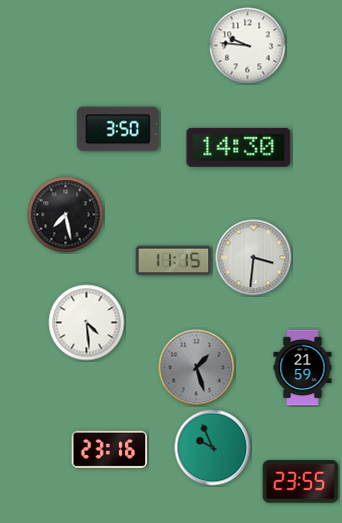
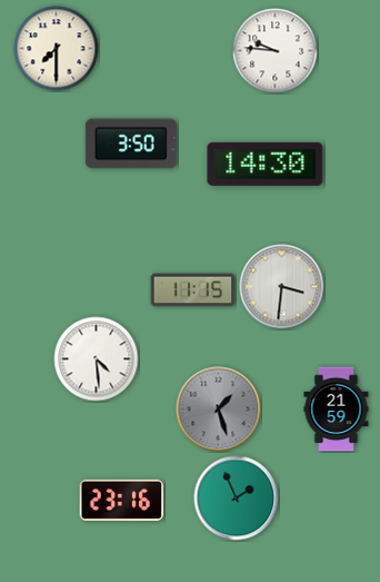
clock at (57, 49): none -> 7:30
clock at (66, 215): 7:28 -> none
clock at (213, 448): 9:56 -> 1:56
clock at (301, 482): 23:55 -> none
